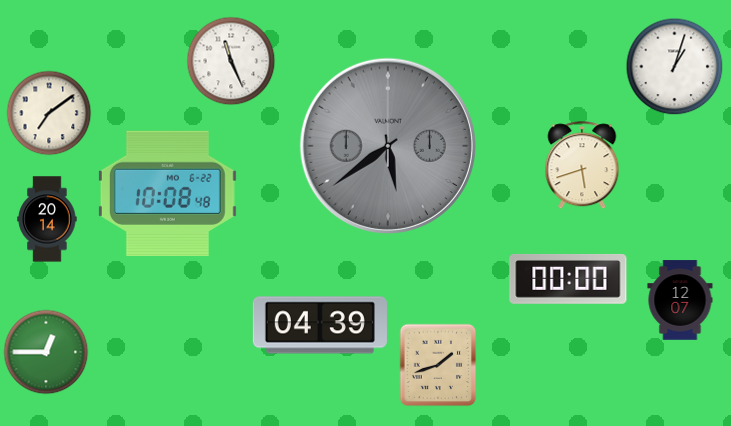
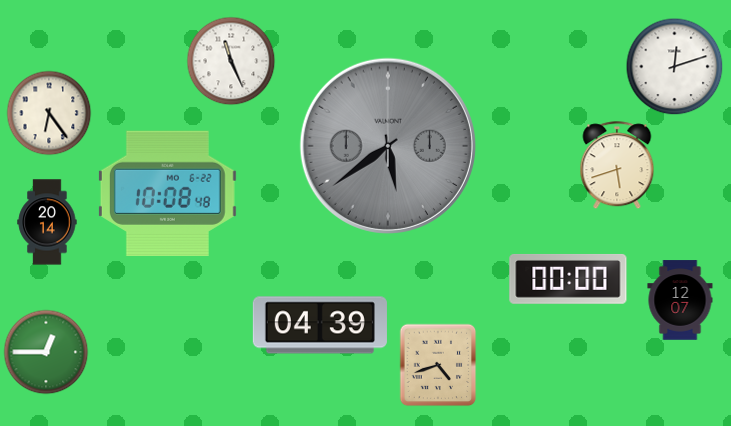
clock at (675, 67): 1:03 -> 12:12
clock at (49, 113): 7:09 -> 6:24
clock at (582, 166) position: (582, 166) -> (617, 166)
clock at (47, 219) position: (47, 219) -> (47, 222)
clock at (438, 365): 1:42 -> 4:42
